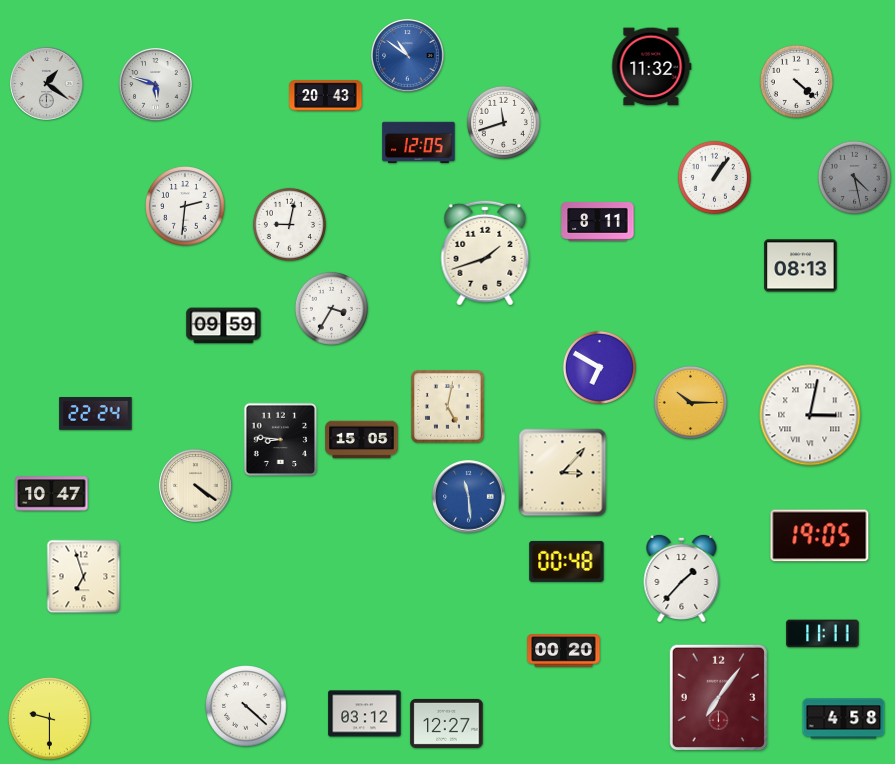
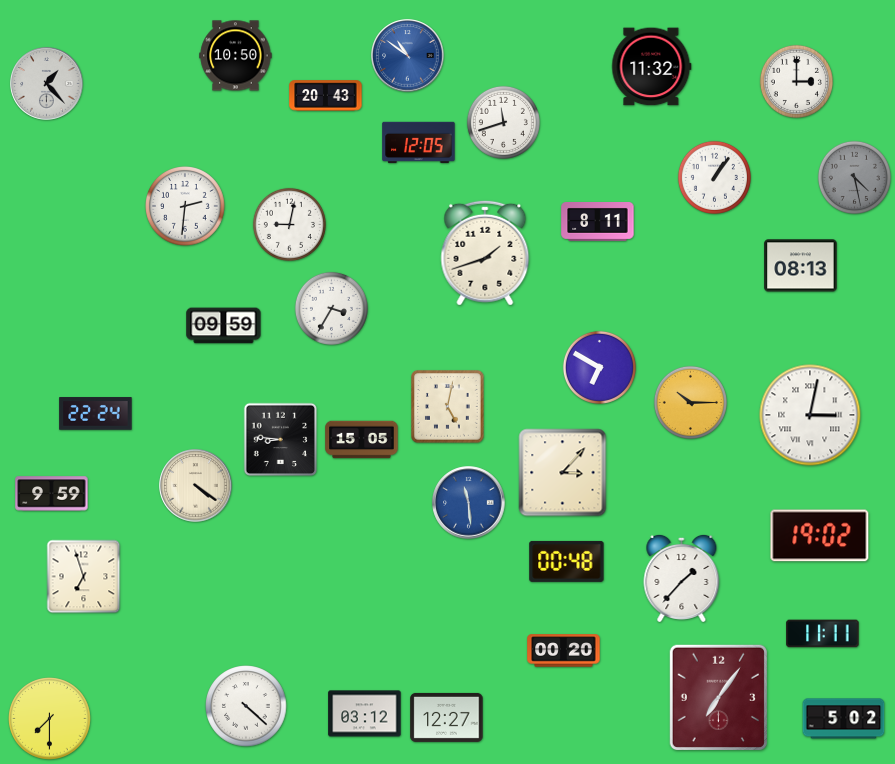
clock at (236, 56): none -> 10:50
clock at (796, 81): 4:22 -> 3:00
clock at (47, 84): 1:21 -> 1:23
clock at (156, 85): 5:48 -> none
clock at (52, 494): 10:47 -> 9:59
clock at (469, 497) position: (469, 497) -> (469, 503)
clock at (820, 536): 19:05 -> 19:02
clock at (50, 719): 9:30 -> 7:30
clock at (844, 719): 4:58 -> 5:02
clock at (447, 723) position: (447, 723) -> (447, 717)
